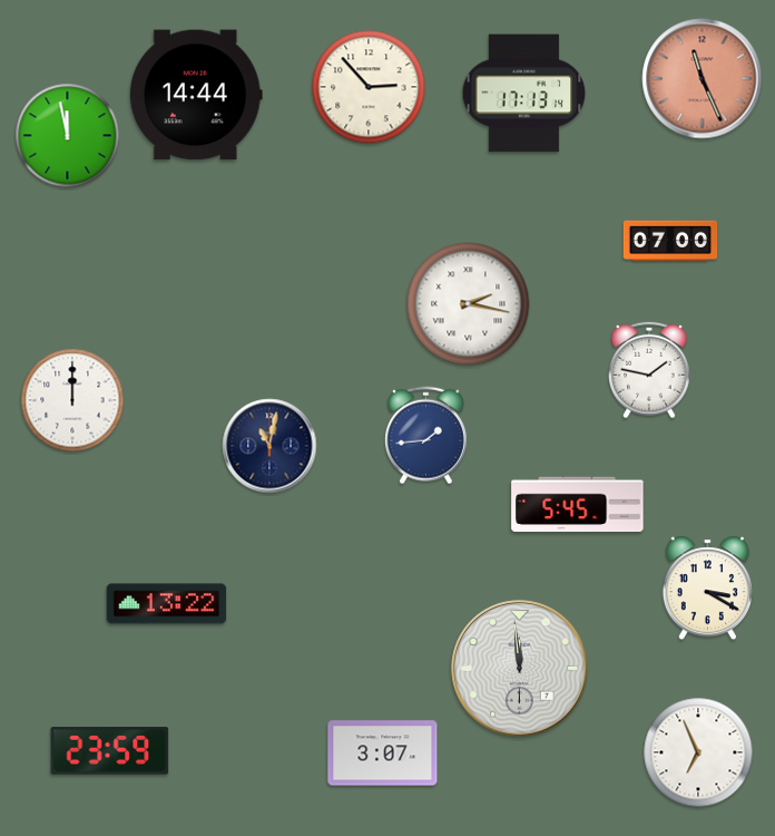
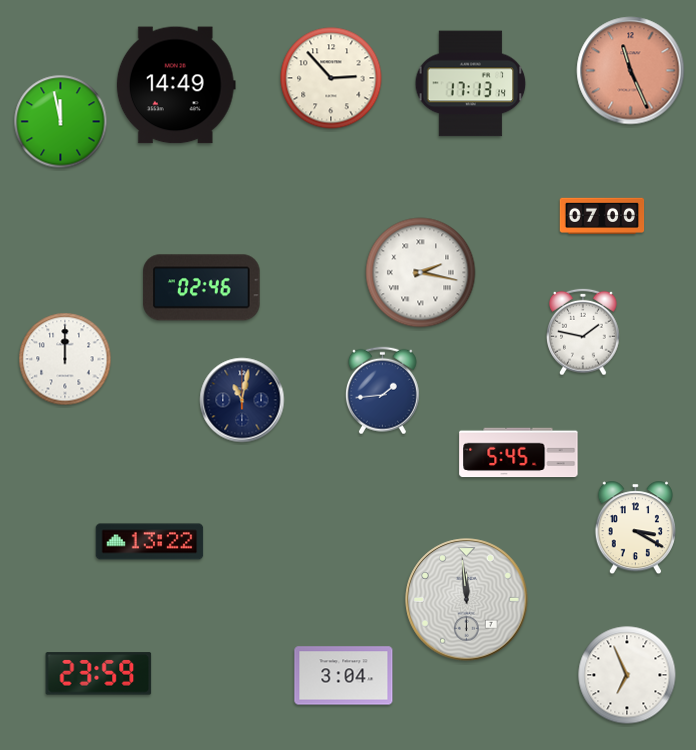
clock at (196, 95): 14:44 -> 14:49
clock at (202, 288): none -> 02:46
clock at (383, 754): 3:07 -> 3:04
